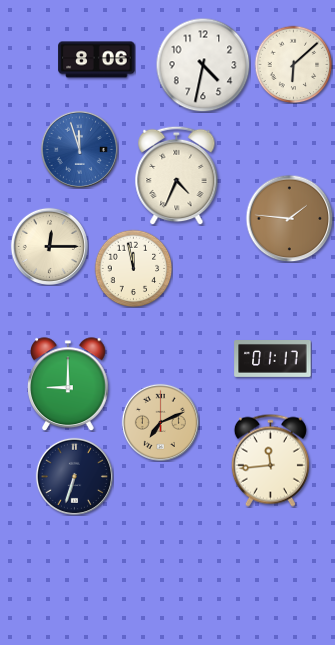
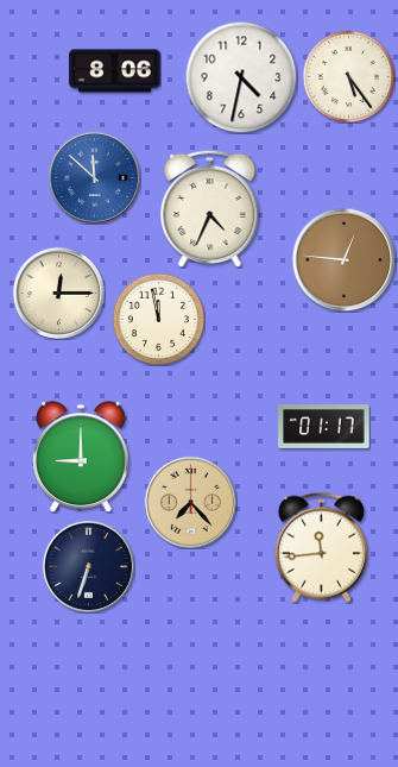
clock at (293, 64): 6:08 -> 5:24
clock at (79, 149): 11:57 -> 11:52
clock at (289, 218): 1:46 -> 12:46
clock at (160, 422): 7:11 -> 7:23
